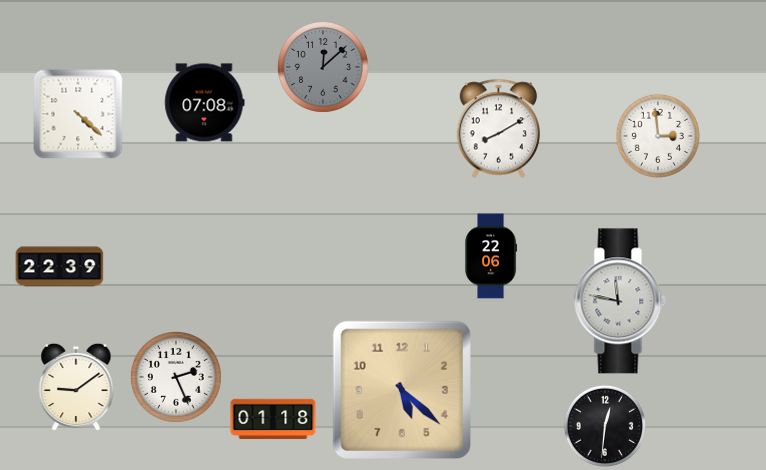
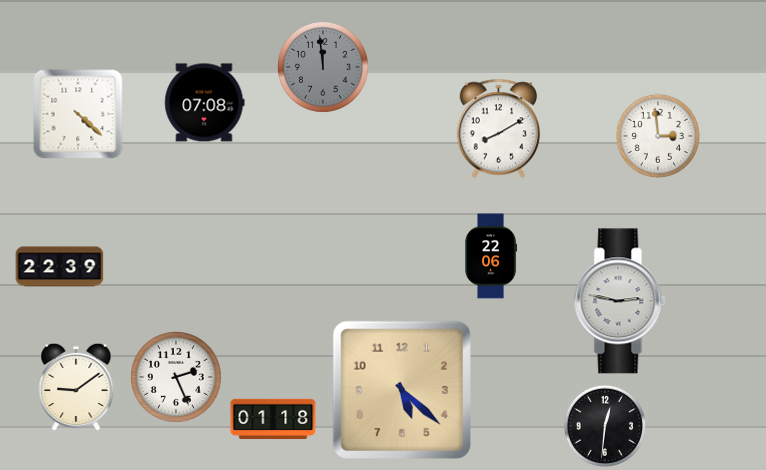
clock at (323, 67): 12:08 -> 11:59
clock at (620, 301): 11:47 -> 2:47
